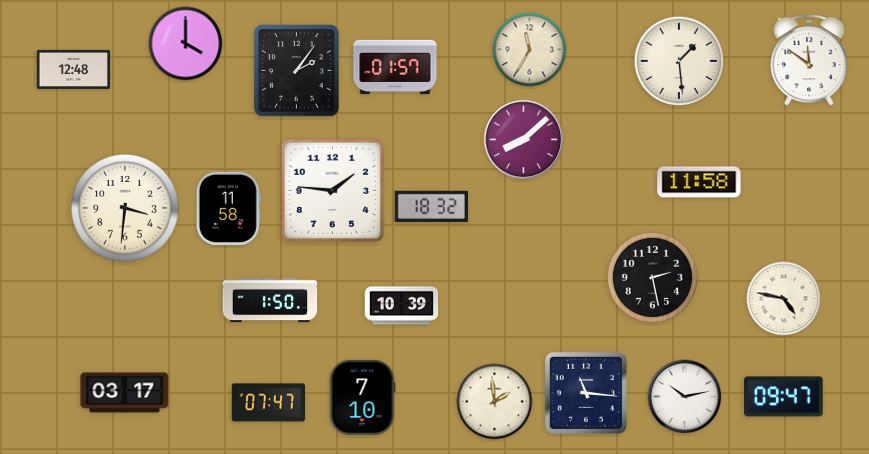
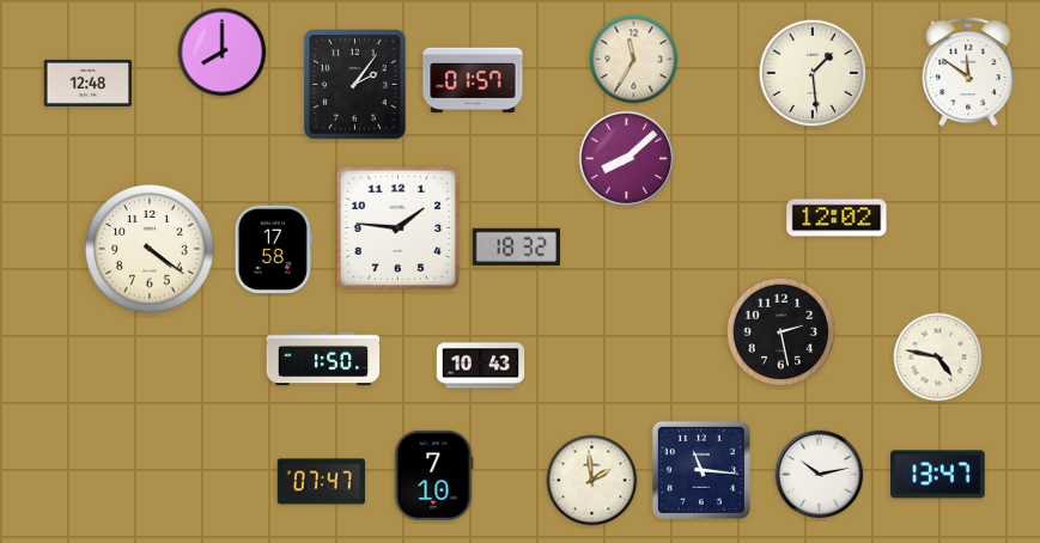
clock at (186, 44): 4:00 -> 8:00
clock at (524, 140) position: (524, 140) -> (627, 159)
clock at (699, 182): 11:58 -> 12:02
clock at (228, 208): 11:58 -> 17:58
clock at (126, 209): 3:31 -> 4:21
clock at (402, 306): 10:39 -> 10:43
clock at (125, 393): 03:17 -> none
clock at (784, 397): 09:47 -> 13:47
